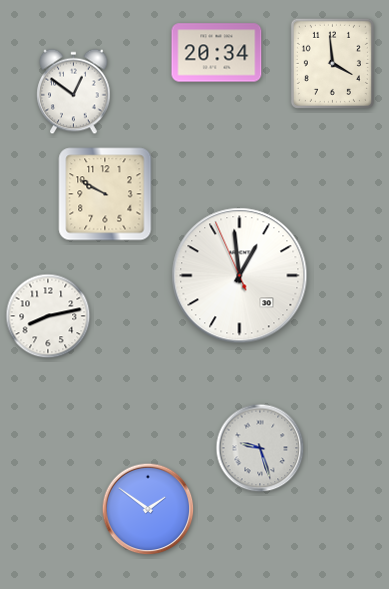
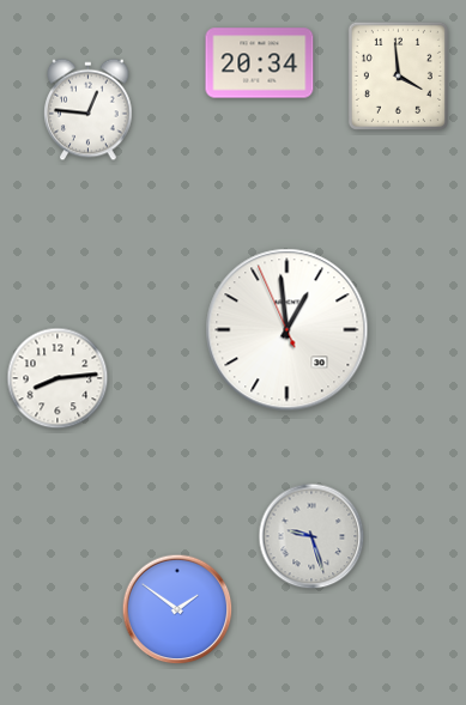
clock at (74, 92): 12:51 -> 12:46
clock at (105, 194): 9:50 -> none
clock at (48, 316): 8:13 -> 8:14
